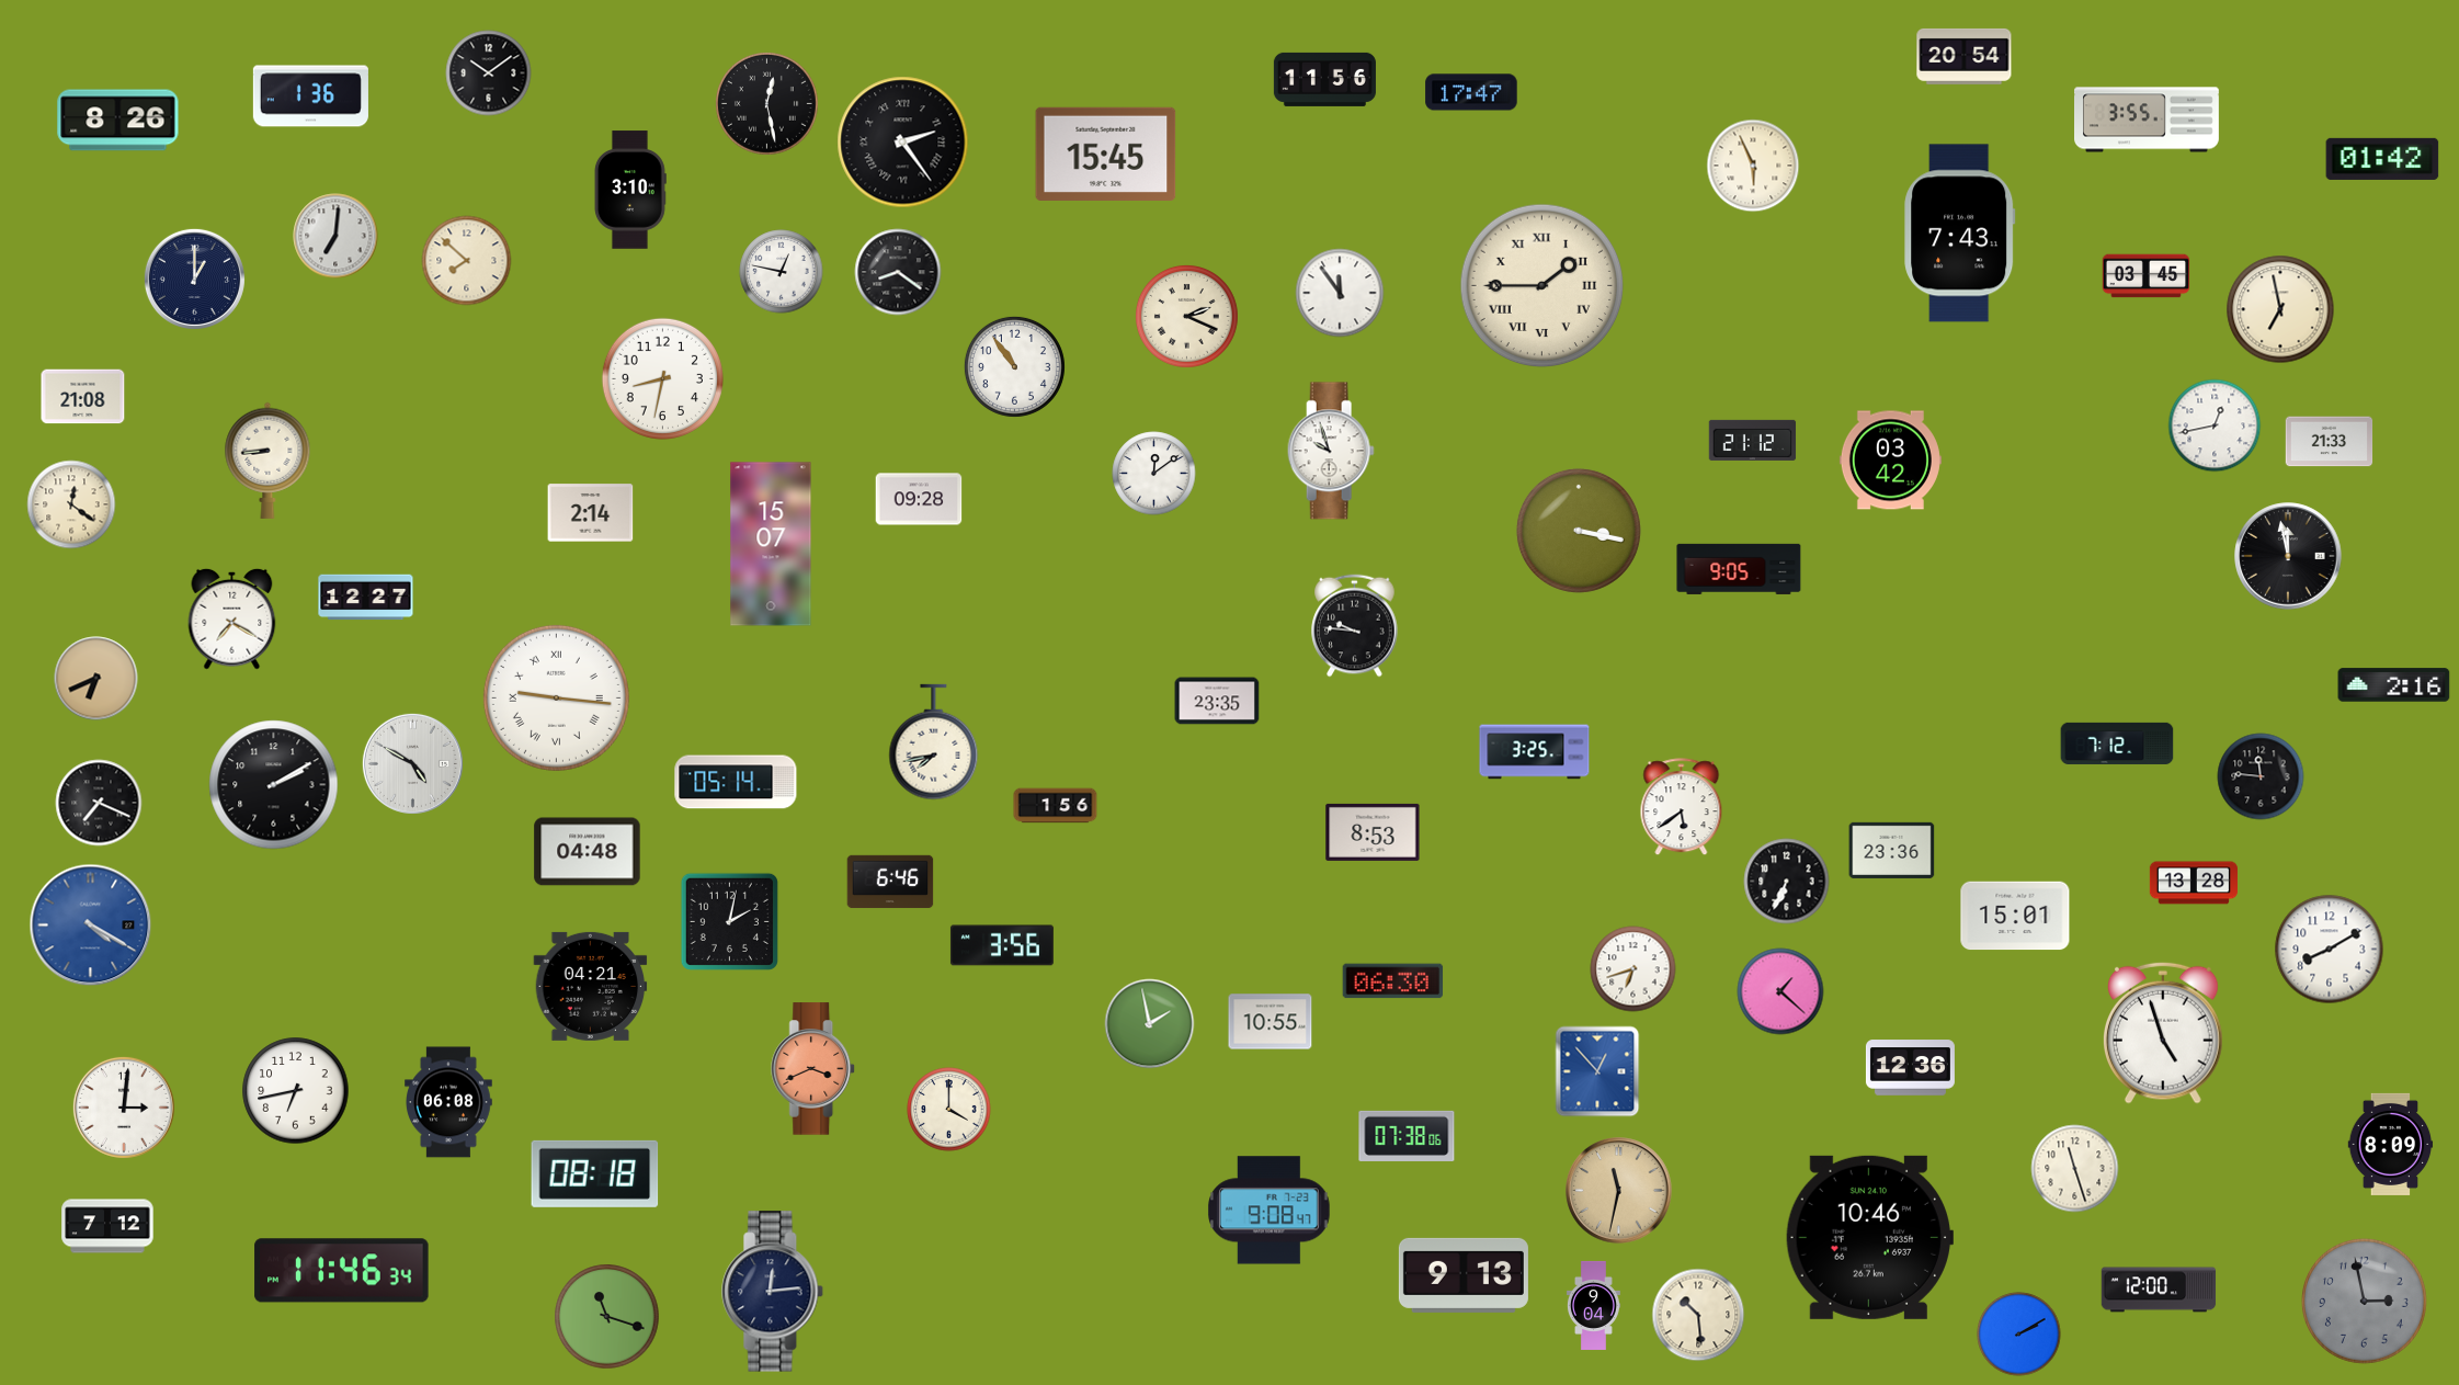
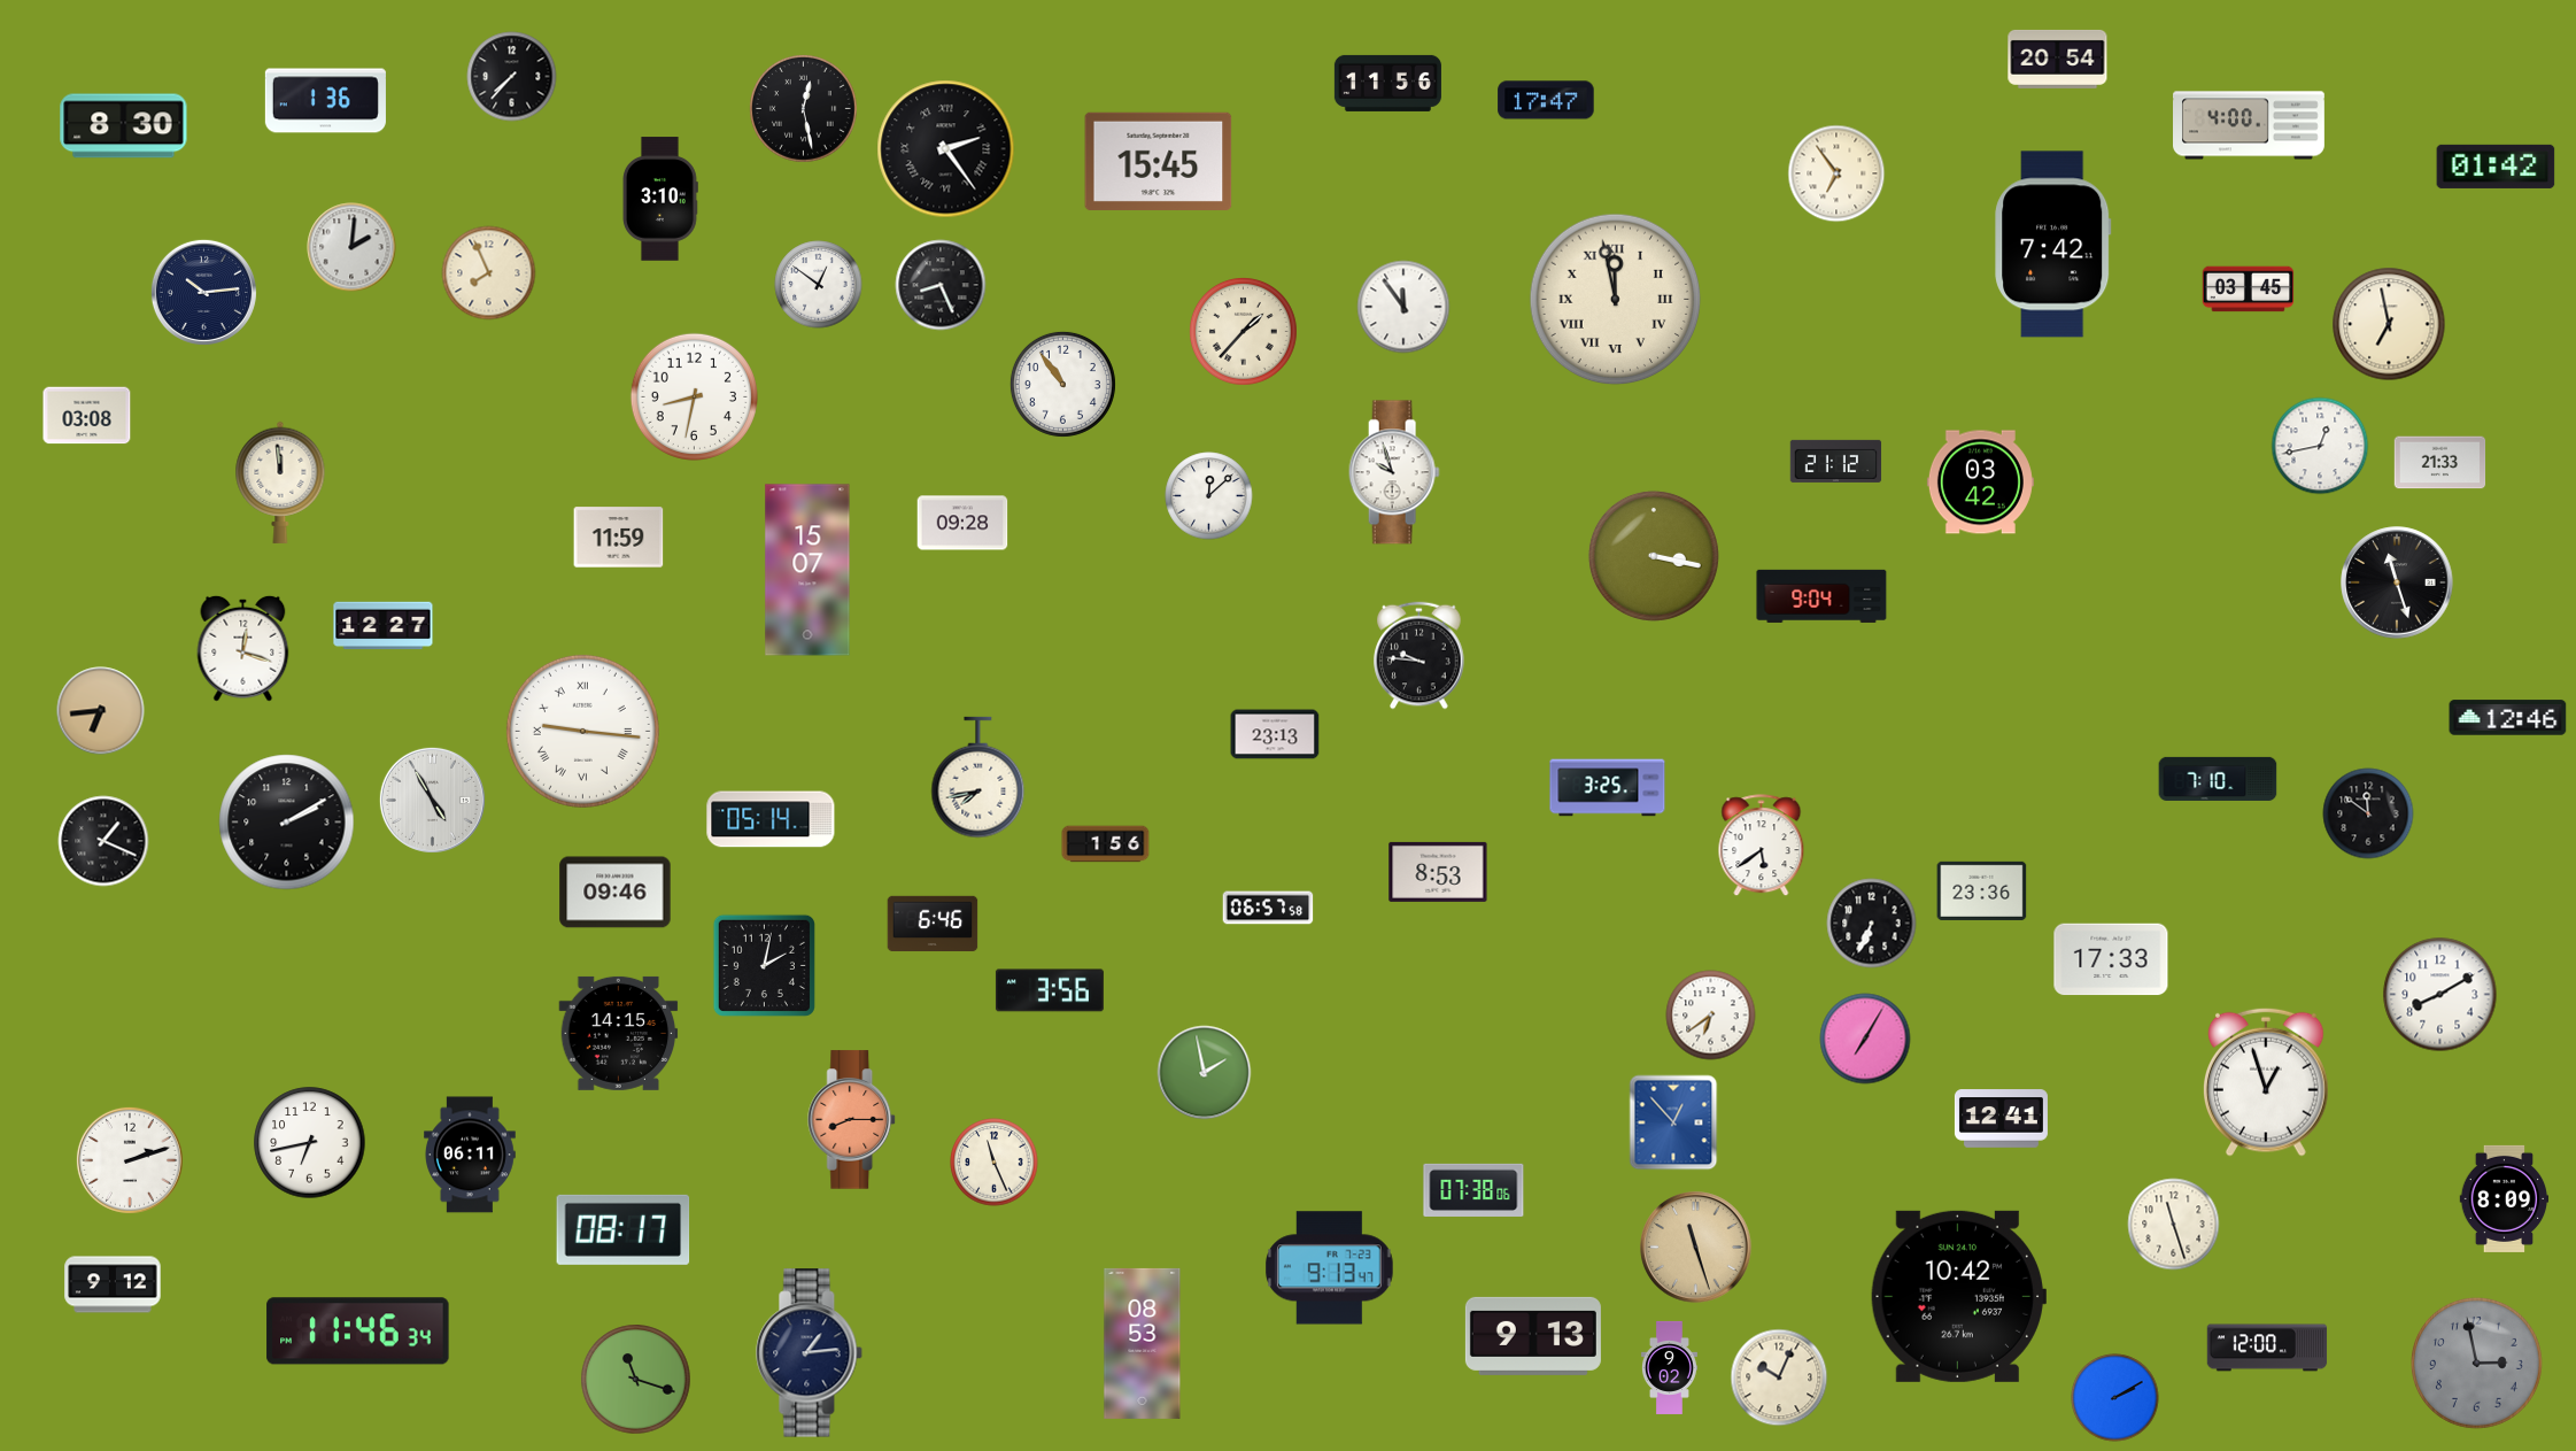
clock at (489, 73): 10:09 -> 7:37
clock at (1471, 92) position: (1471, 92) -> (1546, 100)
clock at (2148, 120): 3:55 -> 4:00
clock at (118, 121): 8:26 -> 8:30
clock at (1753, 166): 5:56 -> 6:54
clock at (1960, 234): 7:43 -> 7:42
clock at (335, 236): 7:01 -> 2:01
clock at (467, 261): 7:52 -> 7:56
clock at (782, 272): 12:47 -> 12:51
clock at (898, 272): 8:21 -> 8:26
clock at (194, 279): 1:00 -> 10:14
clock at (1542, 286): 1:45 -> 11:58
clock at (1186, 316): 2:19 -> 1:37
clock at (83, 397): 21:08 -> 03:08
clock at (267, 461): 8:44 -> 11:59
clock at (1154, 474): 12:09 -> 12:08
clock at (71, 504): 12:21 -> none
clock at (591, 513): 2:14 -> 11:59
clock at (2288, 556): 11:58 -> 11:27
clock at (1739, 569): 9:05 -> 9:04
clock at (232, 618): 7:20 -> 12:18
clock at (96, 679): 6:41 -> 6:44
clock at (2394, 685): 2:16 -> 12:46
clock at (1217, 701): 23:35 -> 23:13
clock at (2117, 743): 7:12 -> 7:10
clock at (412, 763): 4:50 -> 4:55
clock at (2261, 776): 11:46 -> 11:51
clock at (99, 803): 7:19 -> 1:19
clock at (588, 852): 04:48 -> 09:46
clock at (1268, 908): none -> 06:57
clock at (2194, 883): 13:28 -> none
clock at (2015, 916): 15:01 -> 17:33
clock at (91, 926): 4:20 -> none
clock at (1633, 969): 6:42 -> 6:39
clock at (1393, 981): 06:30 -> none
clock at (591, 986): 04:21 -> 14:15
clock at (1780, 991): 1:22 -> 7:05
clock at (1271, 1022): 10:55 -> none
clock at (2164, 1033): 4:57 -> 12:57
clock at (1910, 1068): 12:36 -> 12:41
clock at (813, 1069): 3:41 -> 8:15
clock at (449, 1102): 06:08 -> 06:11
clock at (124, 1108): 3:01 -> 2:12
clock at (949, 1110): 4:00 -> 11:26
clock at (595, 1173): 08:18 -> 08:17
clock at (1619, 1191): 11:32 -> 11:27
clock at (1270, 1211): 9:08 -> 9:13
clock at (107, 1226): 7:12 -> 9:12
clock at (1869, 1237): 10:46 -> 10:42
clock at (1143, 1343): none -> 08:53
clock at (2159, 1290) position: (2159, 1290) -> (2267, 1348)
clock at (773, 1292): 12:14 -> 1:14
clock at (1593, 1305): 9:04 -> 9:02
clock at (1698, 1315): 10:29 -> 10:04
